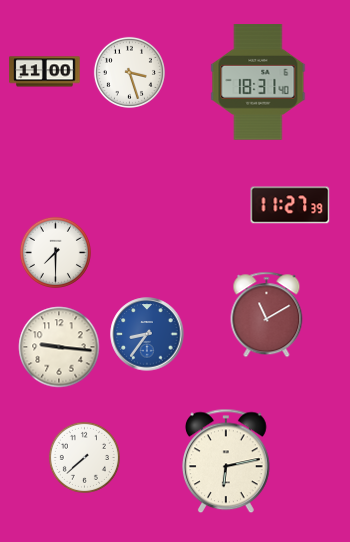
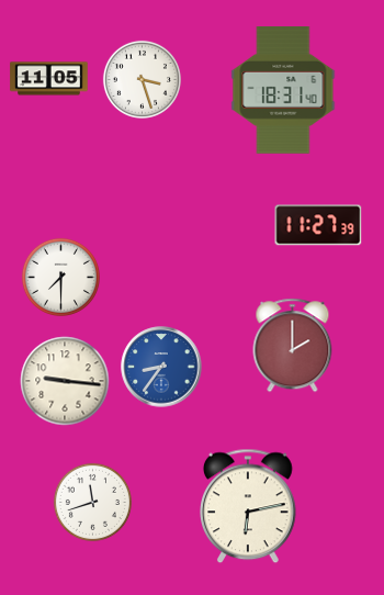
clock at (45, 72): 11:00 -> 11:05
clock at (267, 315): 11:10 -> 2:00
clock at (84, 457): 7:38 -> 11:42
